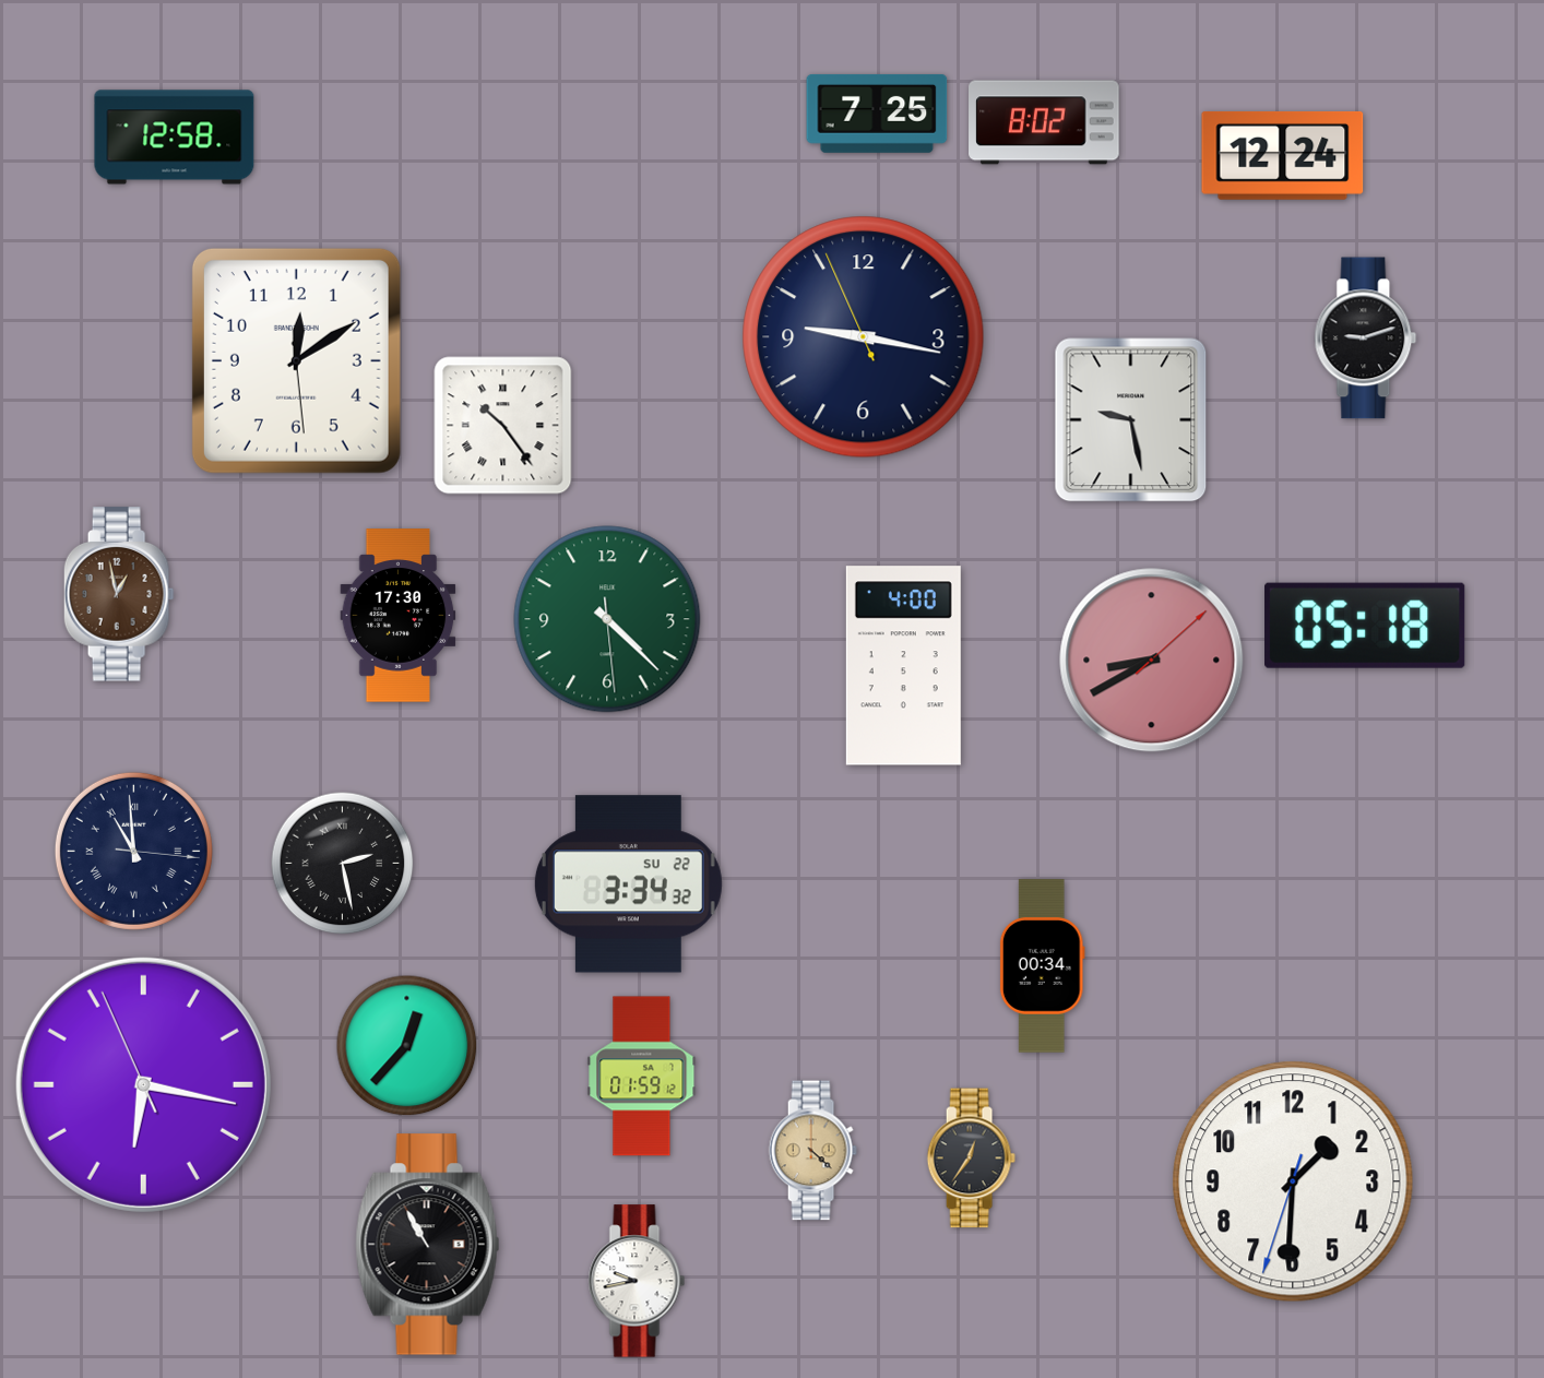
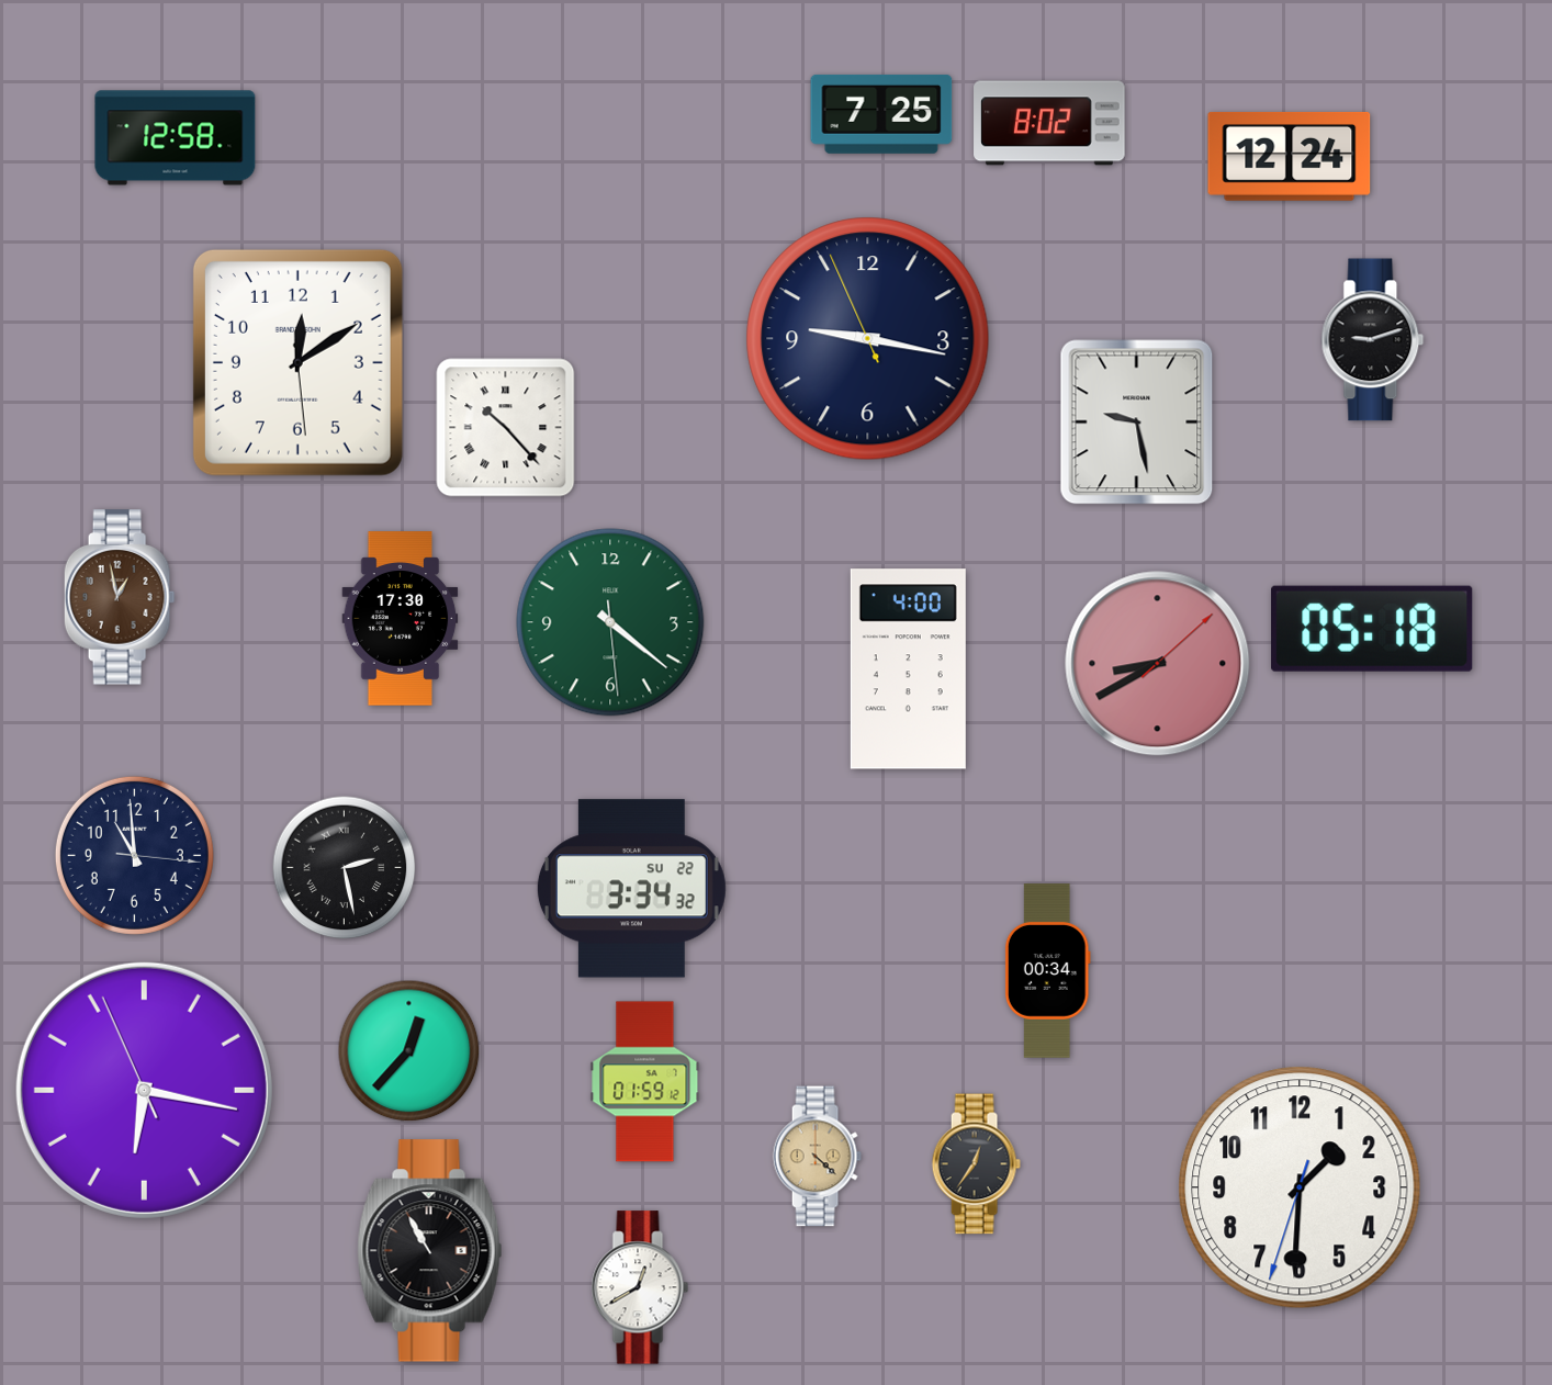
clock at (503, 426): 10:24 -> 10:23
clock at (607, 619): 4:22 -> 4:21
clock at (133, 851) numerals: Roman -> Arabic
clock at (637, 1281): 9:43 -> 12:40
